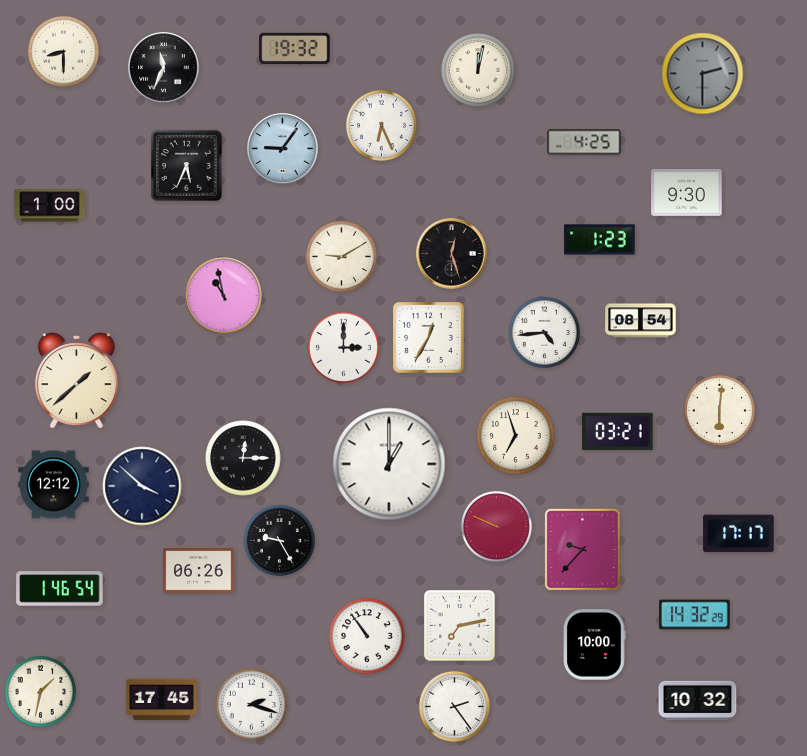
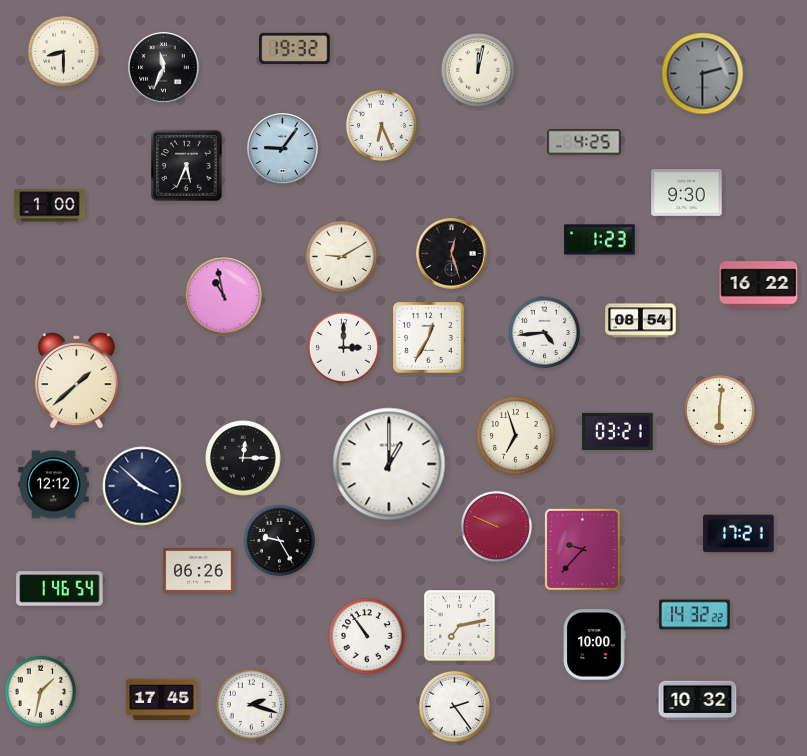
clock at (759, 285): none -> 16:22
clock at (739, 534): 17:17 -> 17:21
clock at (695, 615): 14:32:29 -> 14:32:22
